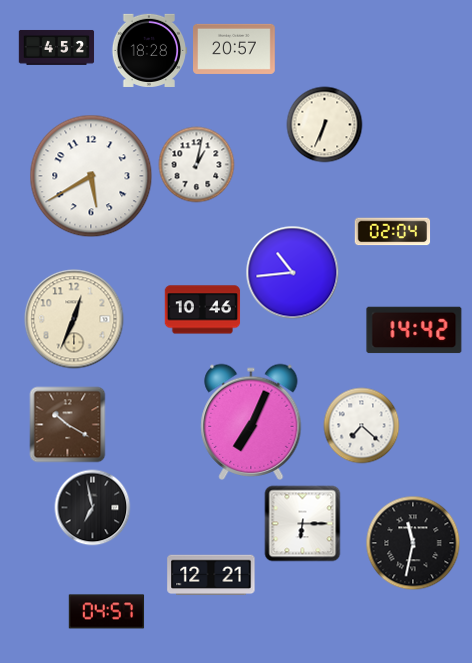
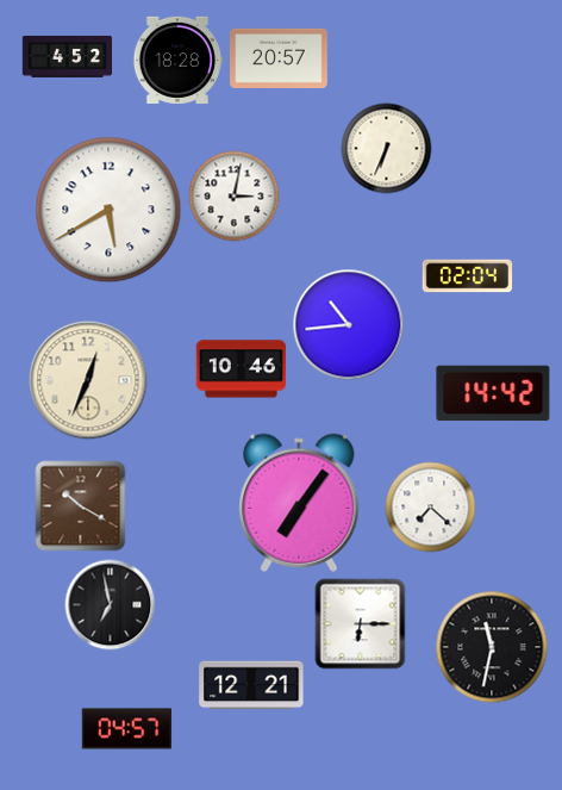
clock at (197, 165): 1:02 -> 3:02
clock at (251, 422): 7:04 -> 7:06
